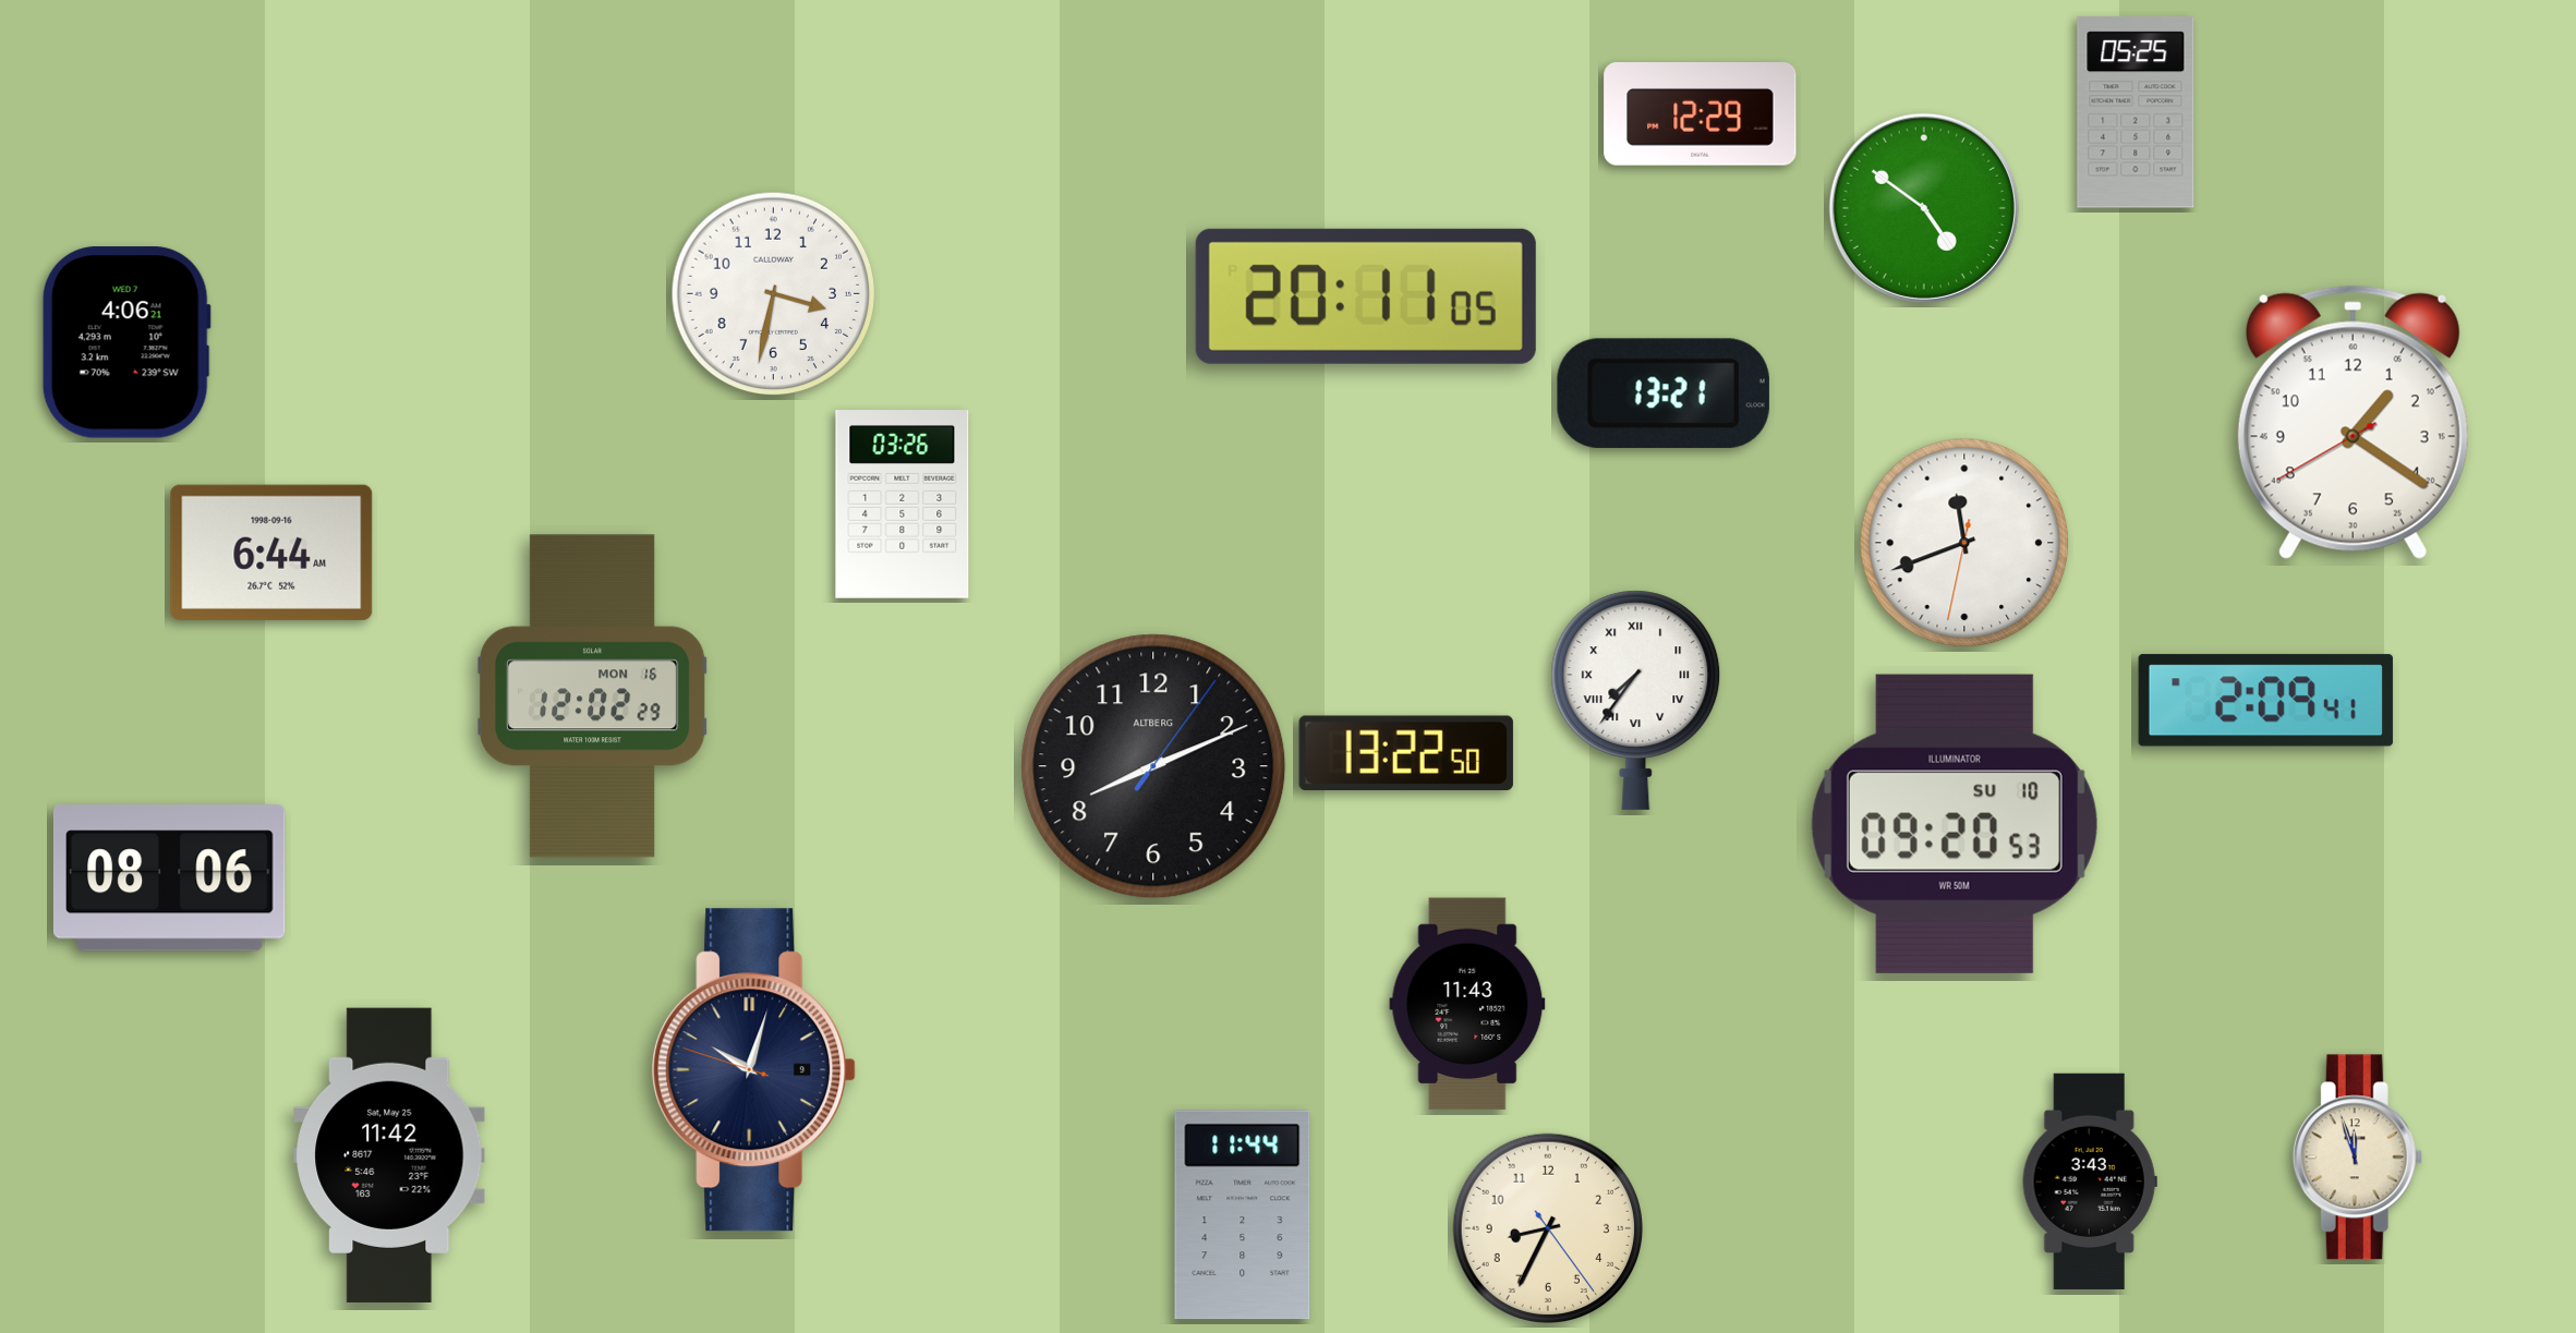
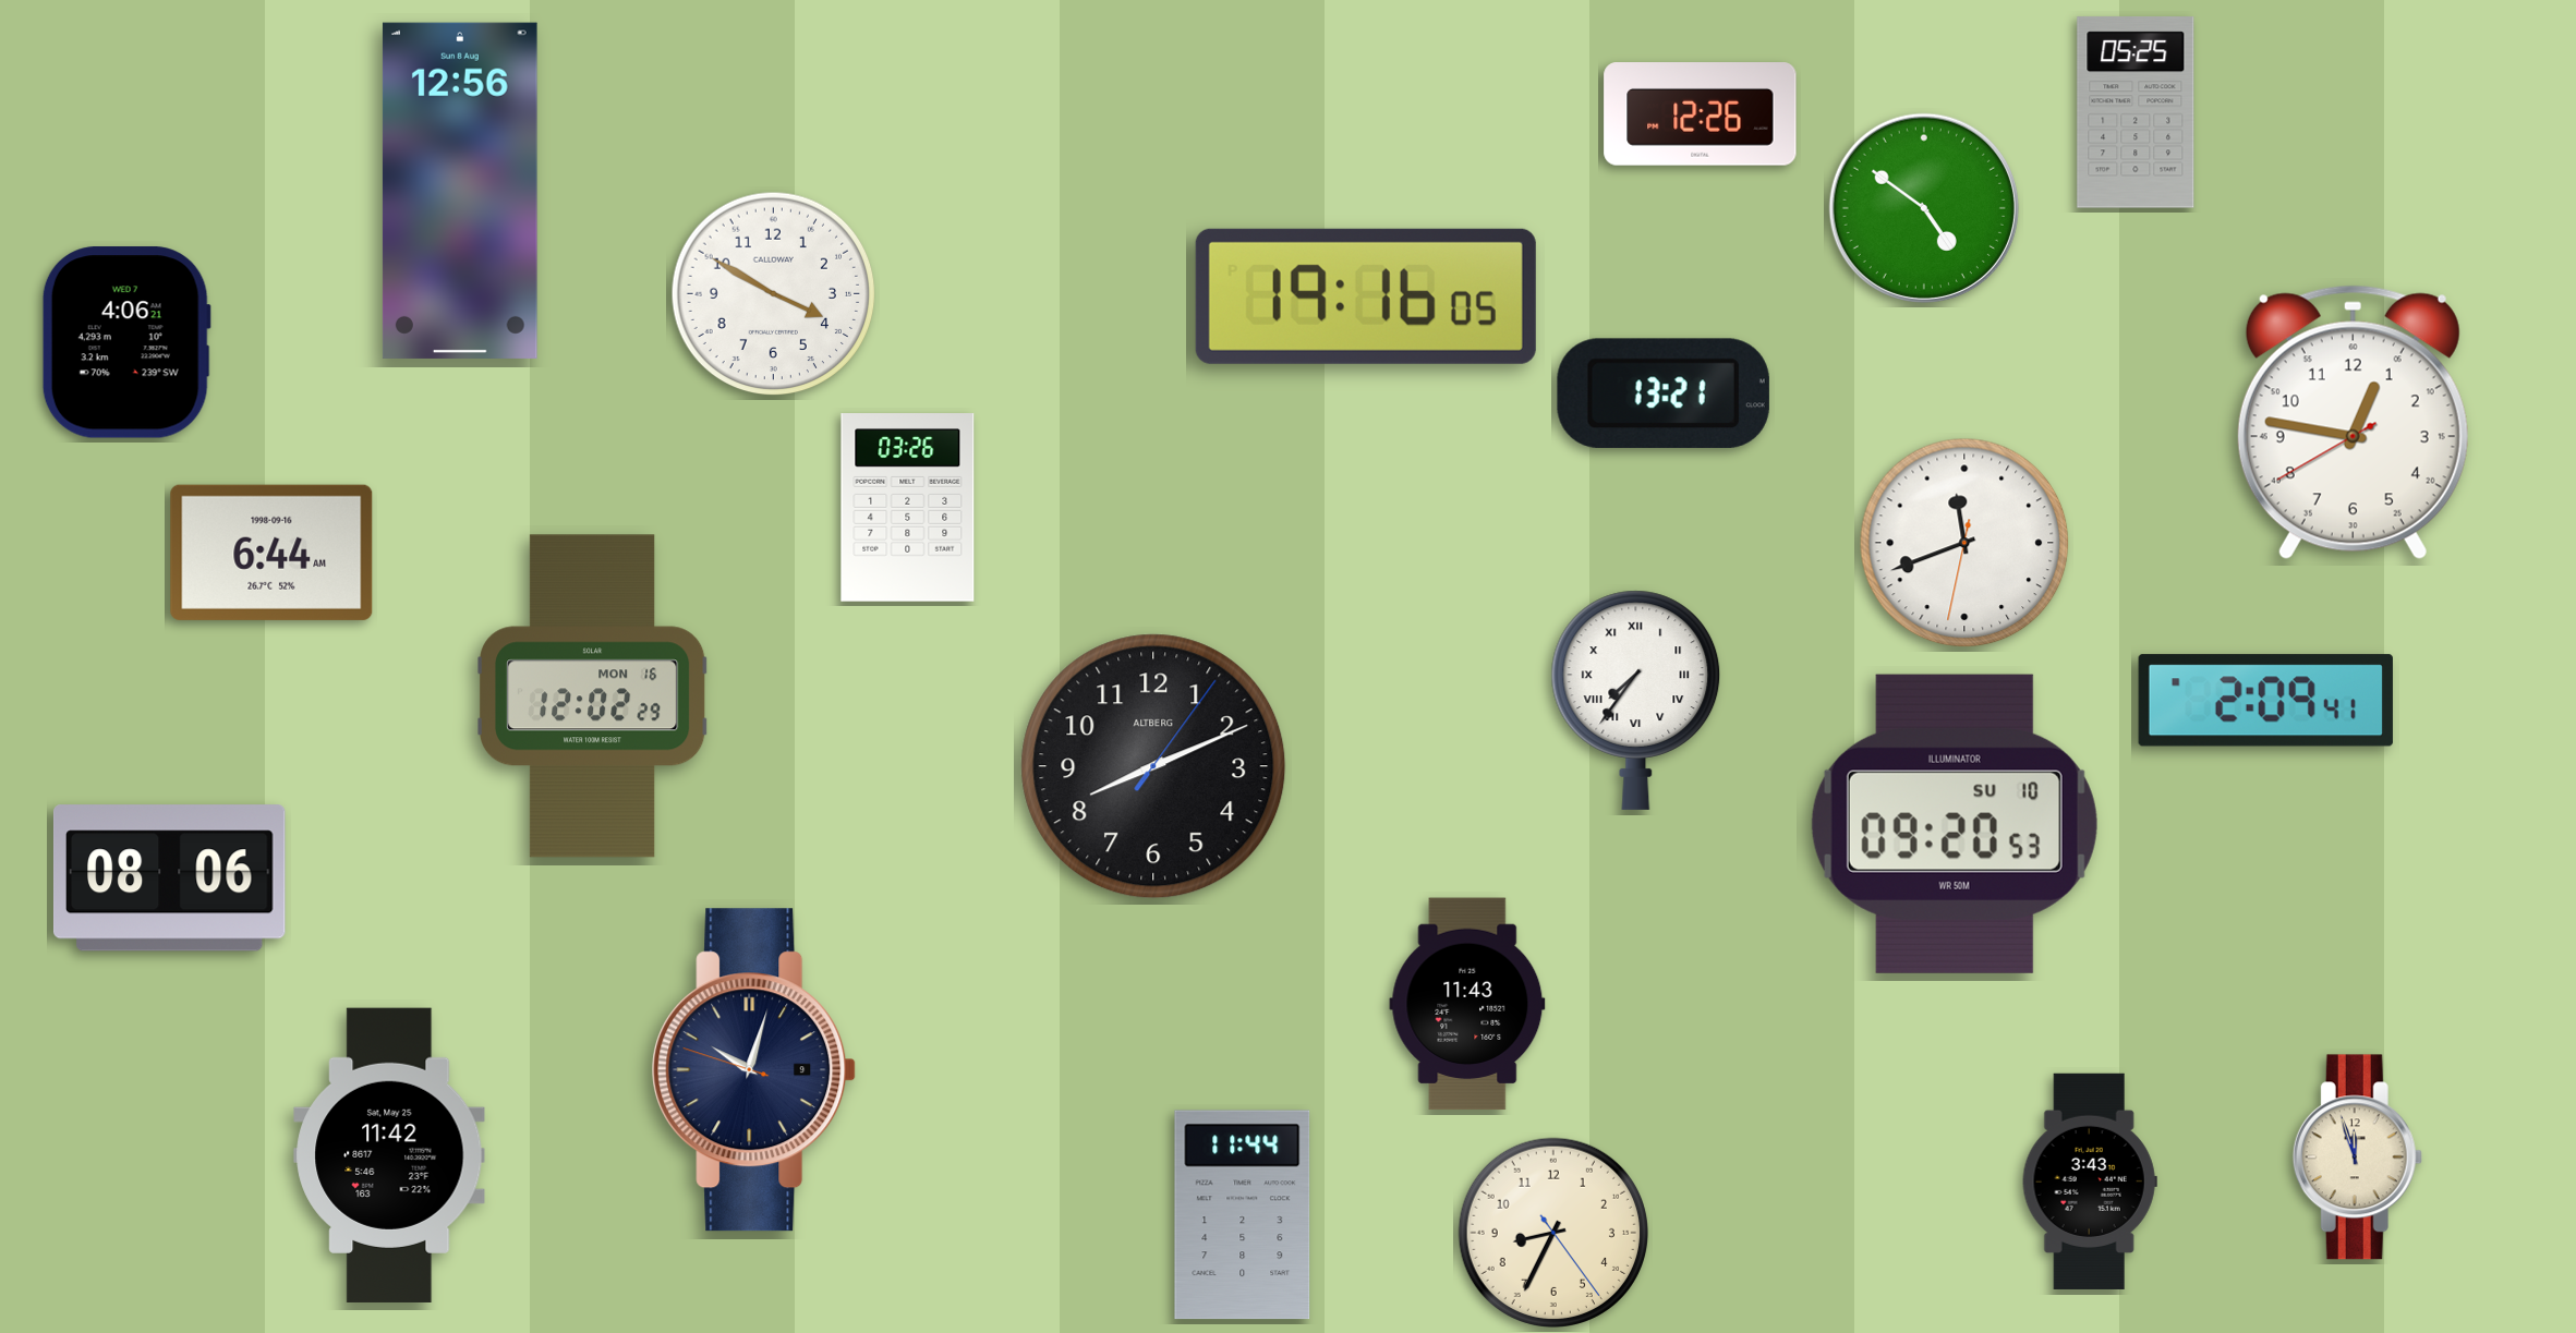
clock at (1701, 114): 12:29 -> 12:26
clock at (460, 191): none -> 12:56
clock at (774, 294): 3:32 -> 3:50
clock at (1366, 296): 20:11 -> 19:16
clock at (2353, 422): 1:20 -> 12:46
clock at (903, 505) position: (903, 505) -> (908, 508)
clock at (1406, 752): 13:22 -> none
clock at (1547, 1227) position: (1547, 1227) -> (1552, 1232)
